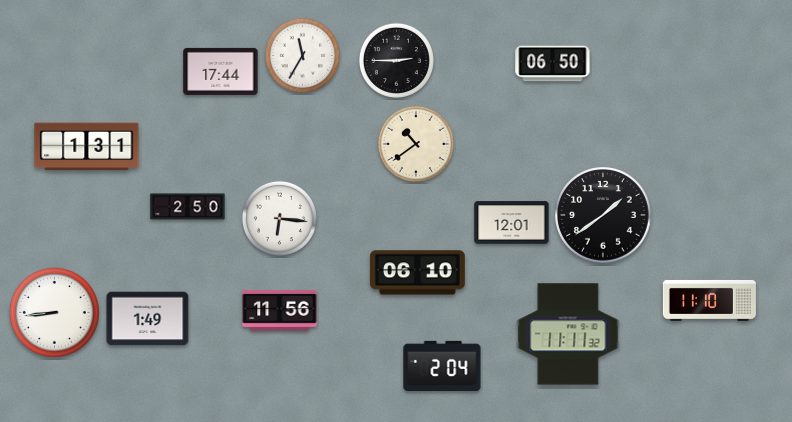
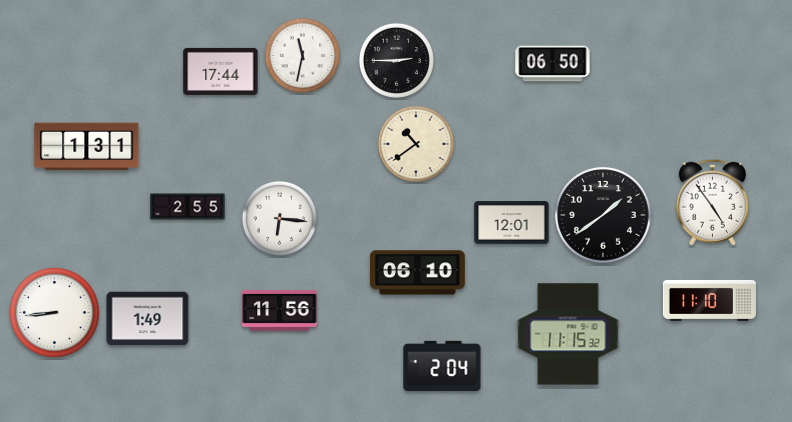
clock at (302, 55): 11:35 -> 11:32
clock at (712, 202): none -> 4:54
clock at (188, 207): 2:50 -> 2:55
clock at (568, 334): 11:11 -> 11:15
